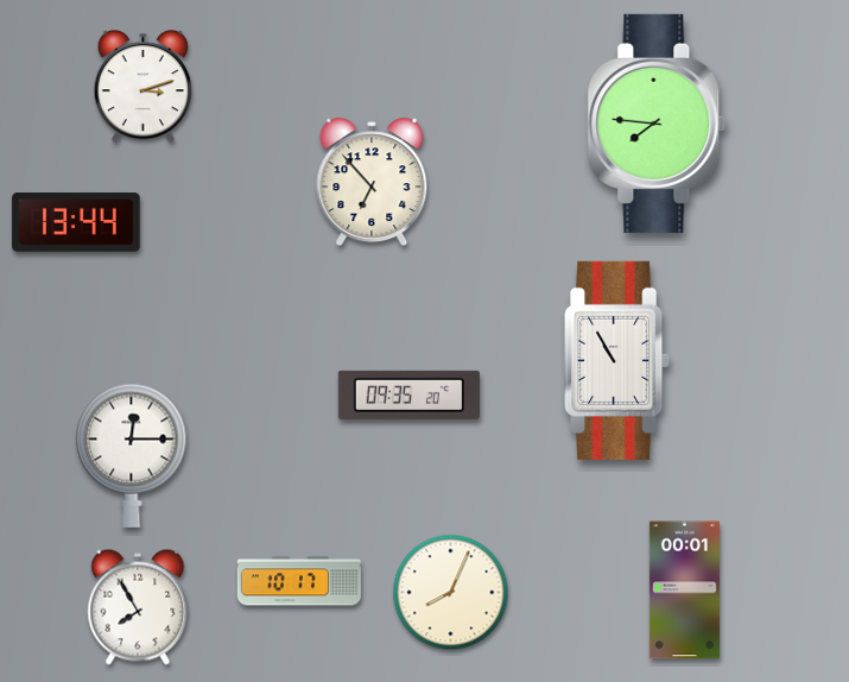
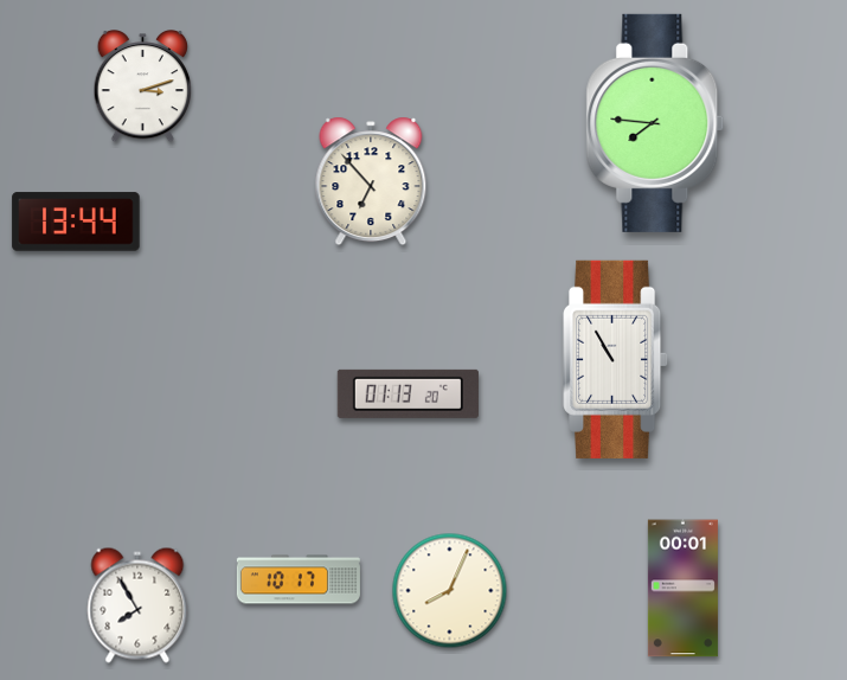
clock at (408, 394): 09:35 -> 01:13
clock at (132, 455): 12:15 -> none
